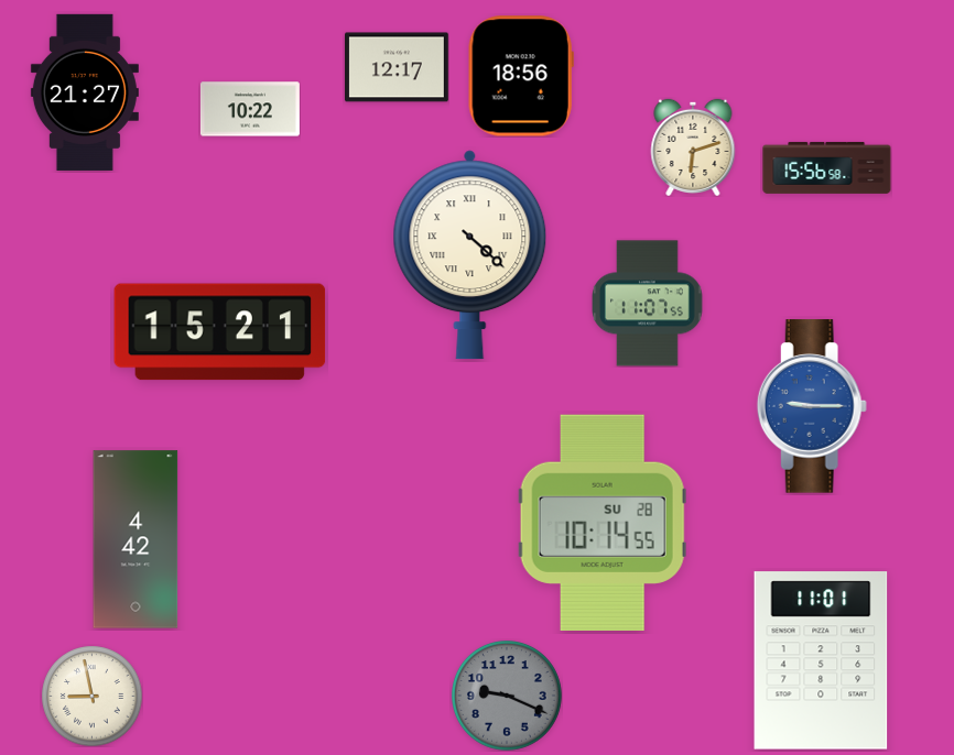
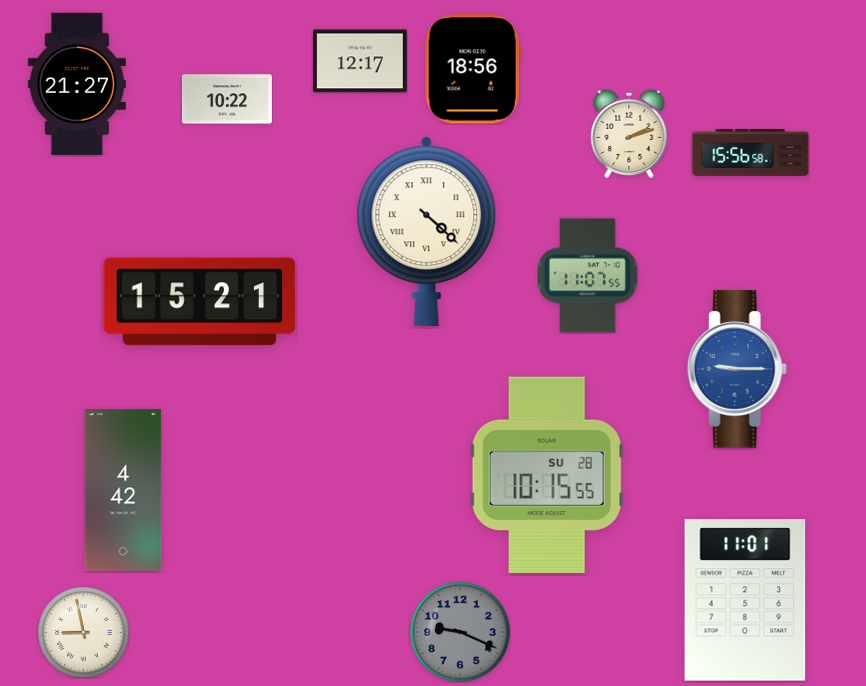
clock at (693, 146): 6:12 -> 2:12
clock at (603, 523): 10:14 -> 10:15
